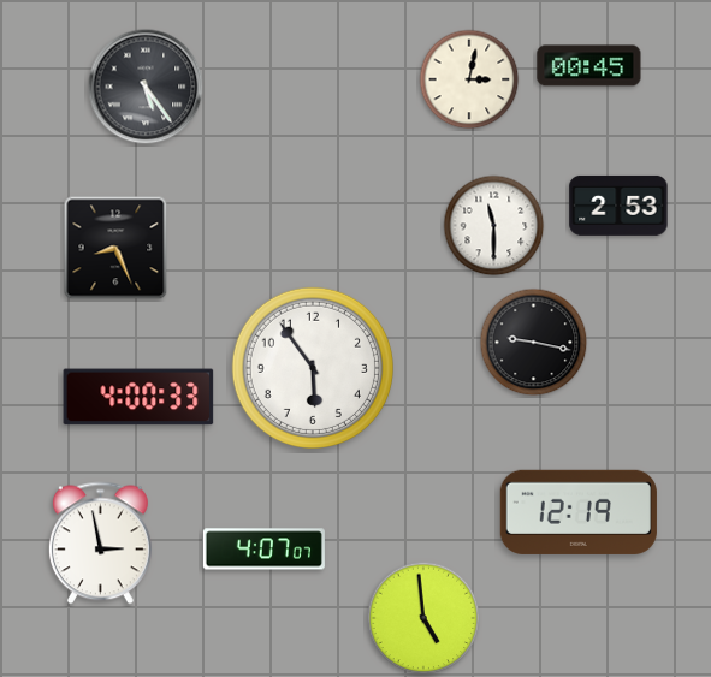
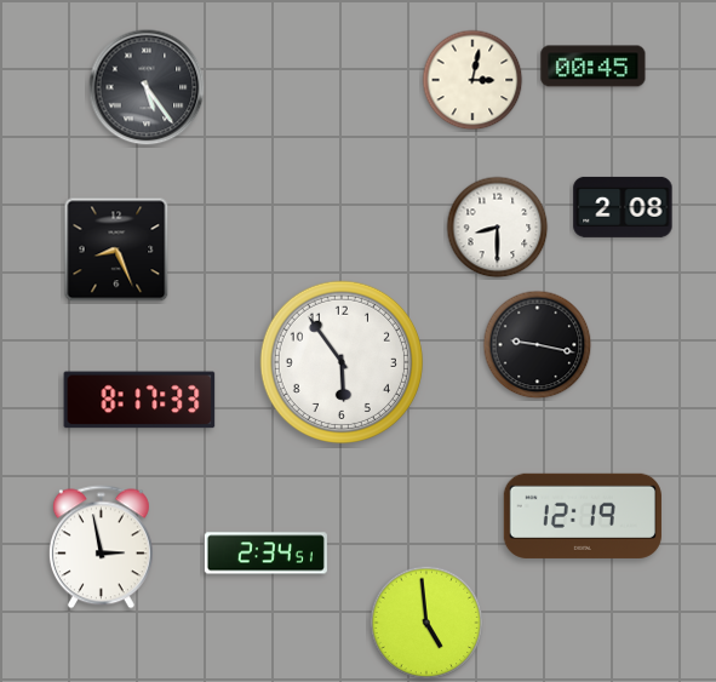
clock at (618, 206): 2:53 -> 2:08
clock at (494, 226): 11:30 -> 8:30
clock at (313, 368) position: (313, 368) -> (342, 362)
clock at (138, 397): 4:00 -> 8:17
clock at (263, 550): 4:07 -> 2:34
